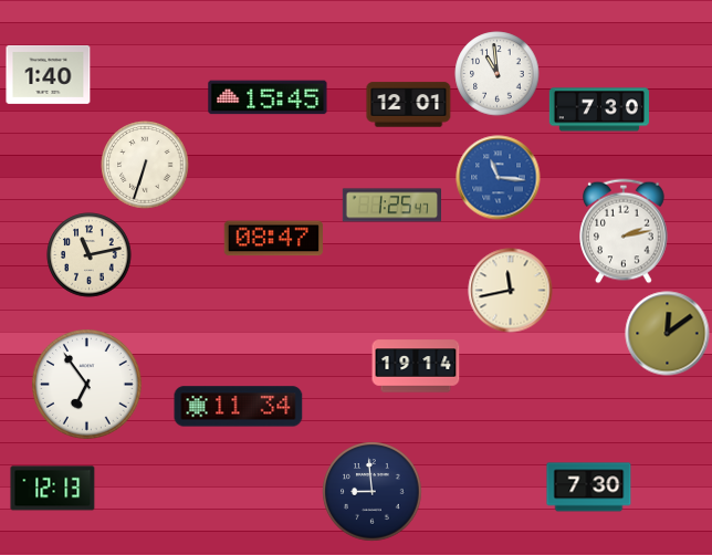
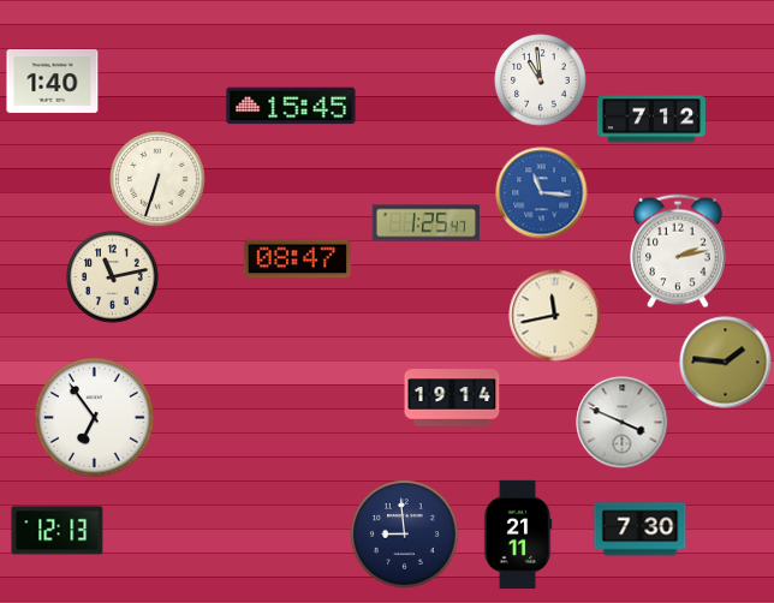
clock at (409, 105): 12:01 -> none
clock at (599, 109): 7:30 -> 7:12
clock at (90, 255) position: (90, 255) -> (113, 277)
clock at (668, 334): 12:09 -> 1:46
clock at (623, 423): none -> 3:49
clock at (239, 407): 11:34 -> none
clock at (518, 535): none -> 21:11
